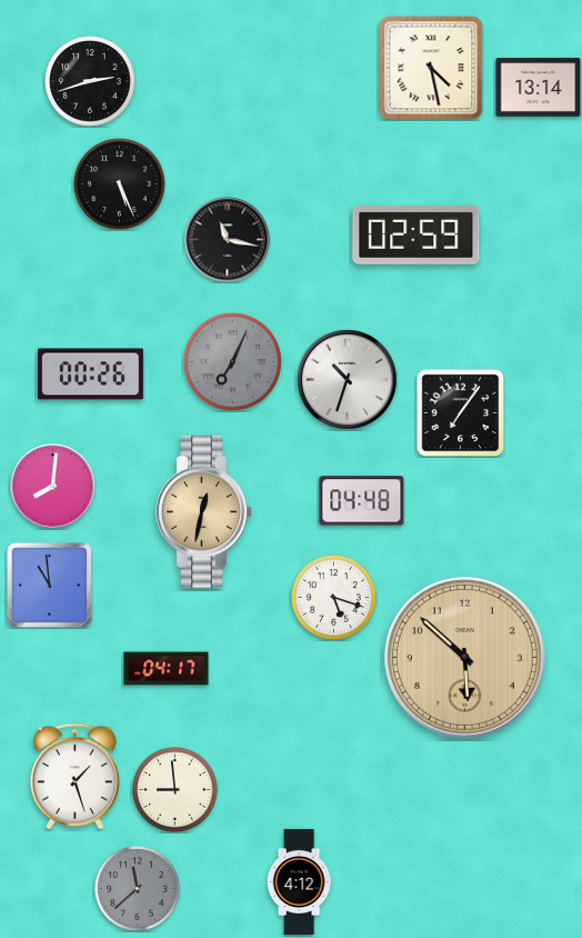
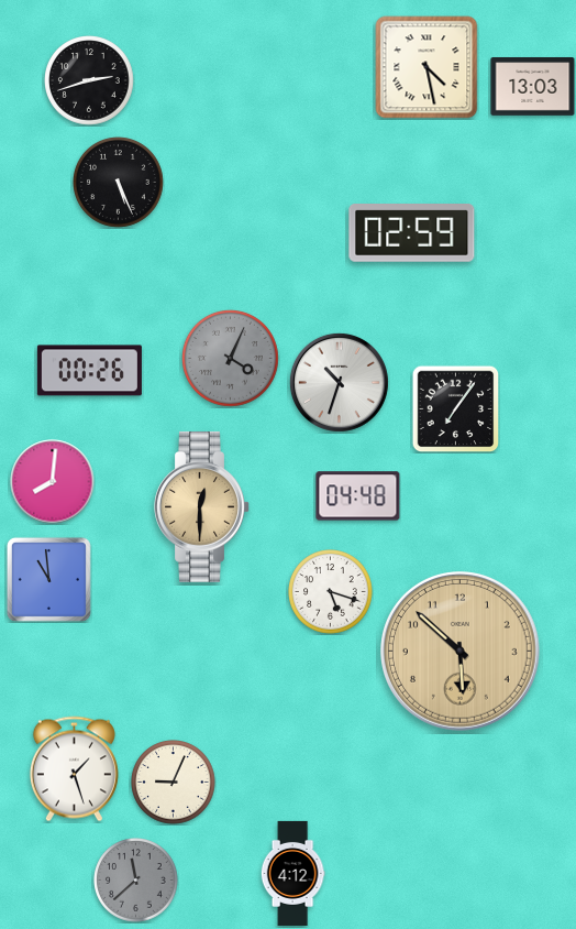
clock at (539, 88): 13:14 -> 13:03
clock at (228, 240): 11:17 -> none
clock at (232, 361): 7:04 -> 4:04
clock at (347, 379) position: (347, 379) -> (339, 382)
clock at (204, 511): 12:32 -> 12:30
clock at (167, 669): 04:17 -> none
clock at (175, 790): 8:59 -> 9:04
clock at (299, 881) position: (299, 881) -> (292, 873)
